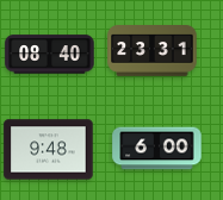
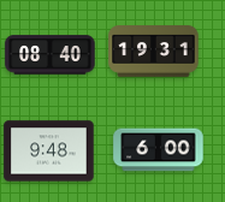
clock at (153, 51): 23:31 -> 19:31
